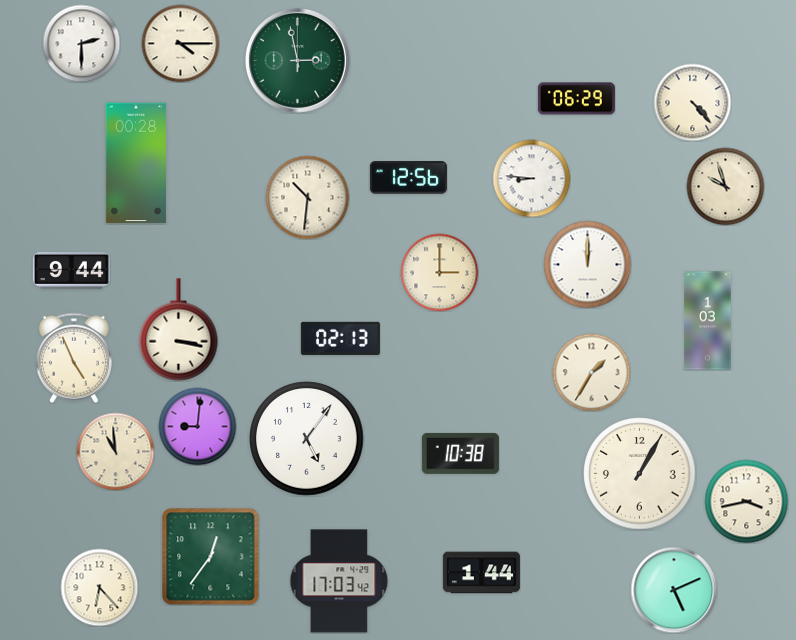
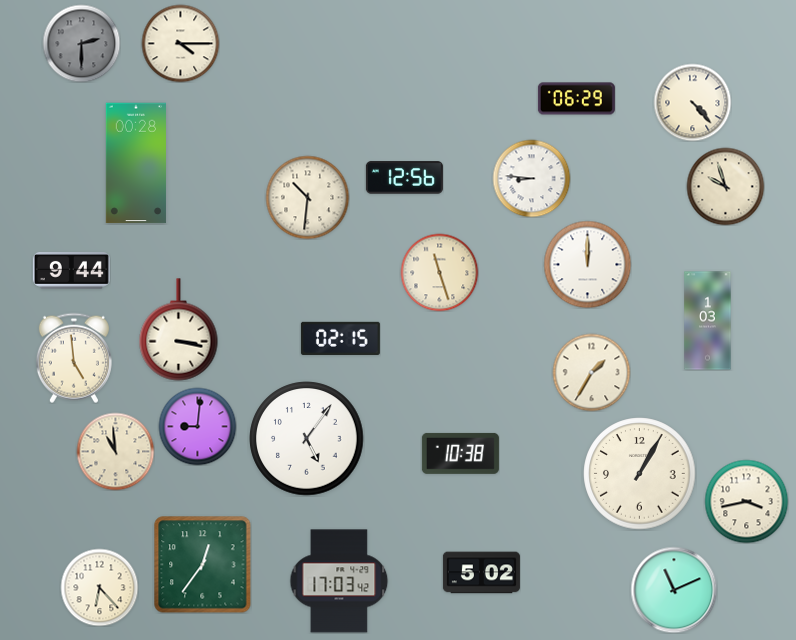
clock at (81, 43) dial: white -> grey
clock at (298, 61): 2:58 -> none
clock at (408, 178) position: (408, 178) -> (404, 178)
clock at (439, 272): 3:00 -> 11:27
clock at (340, 338): 02:13 -> 02:15
clock at (74, 358): 4:56 -> 4:59
clock at (211, 557) position: (211, 557) -> (203, 565)
clock at (481, 573): 1:44 -> 5:02
clock at (674, 590): 5:11 -> 11:11
